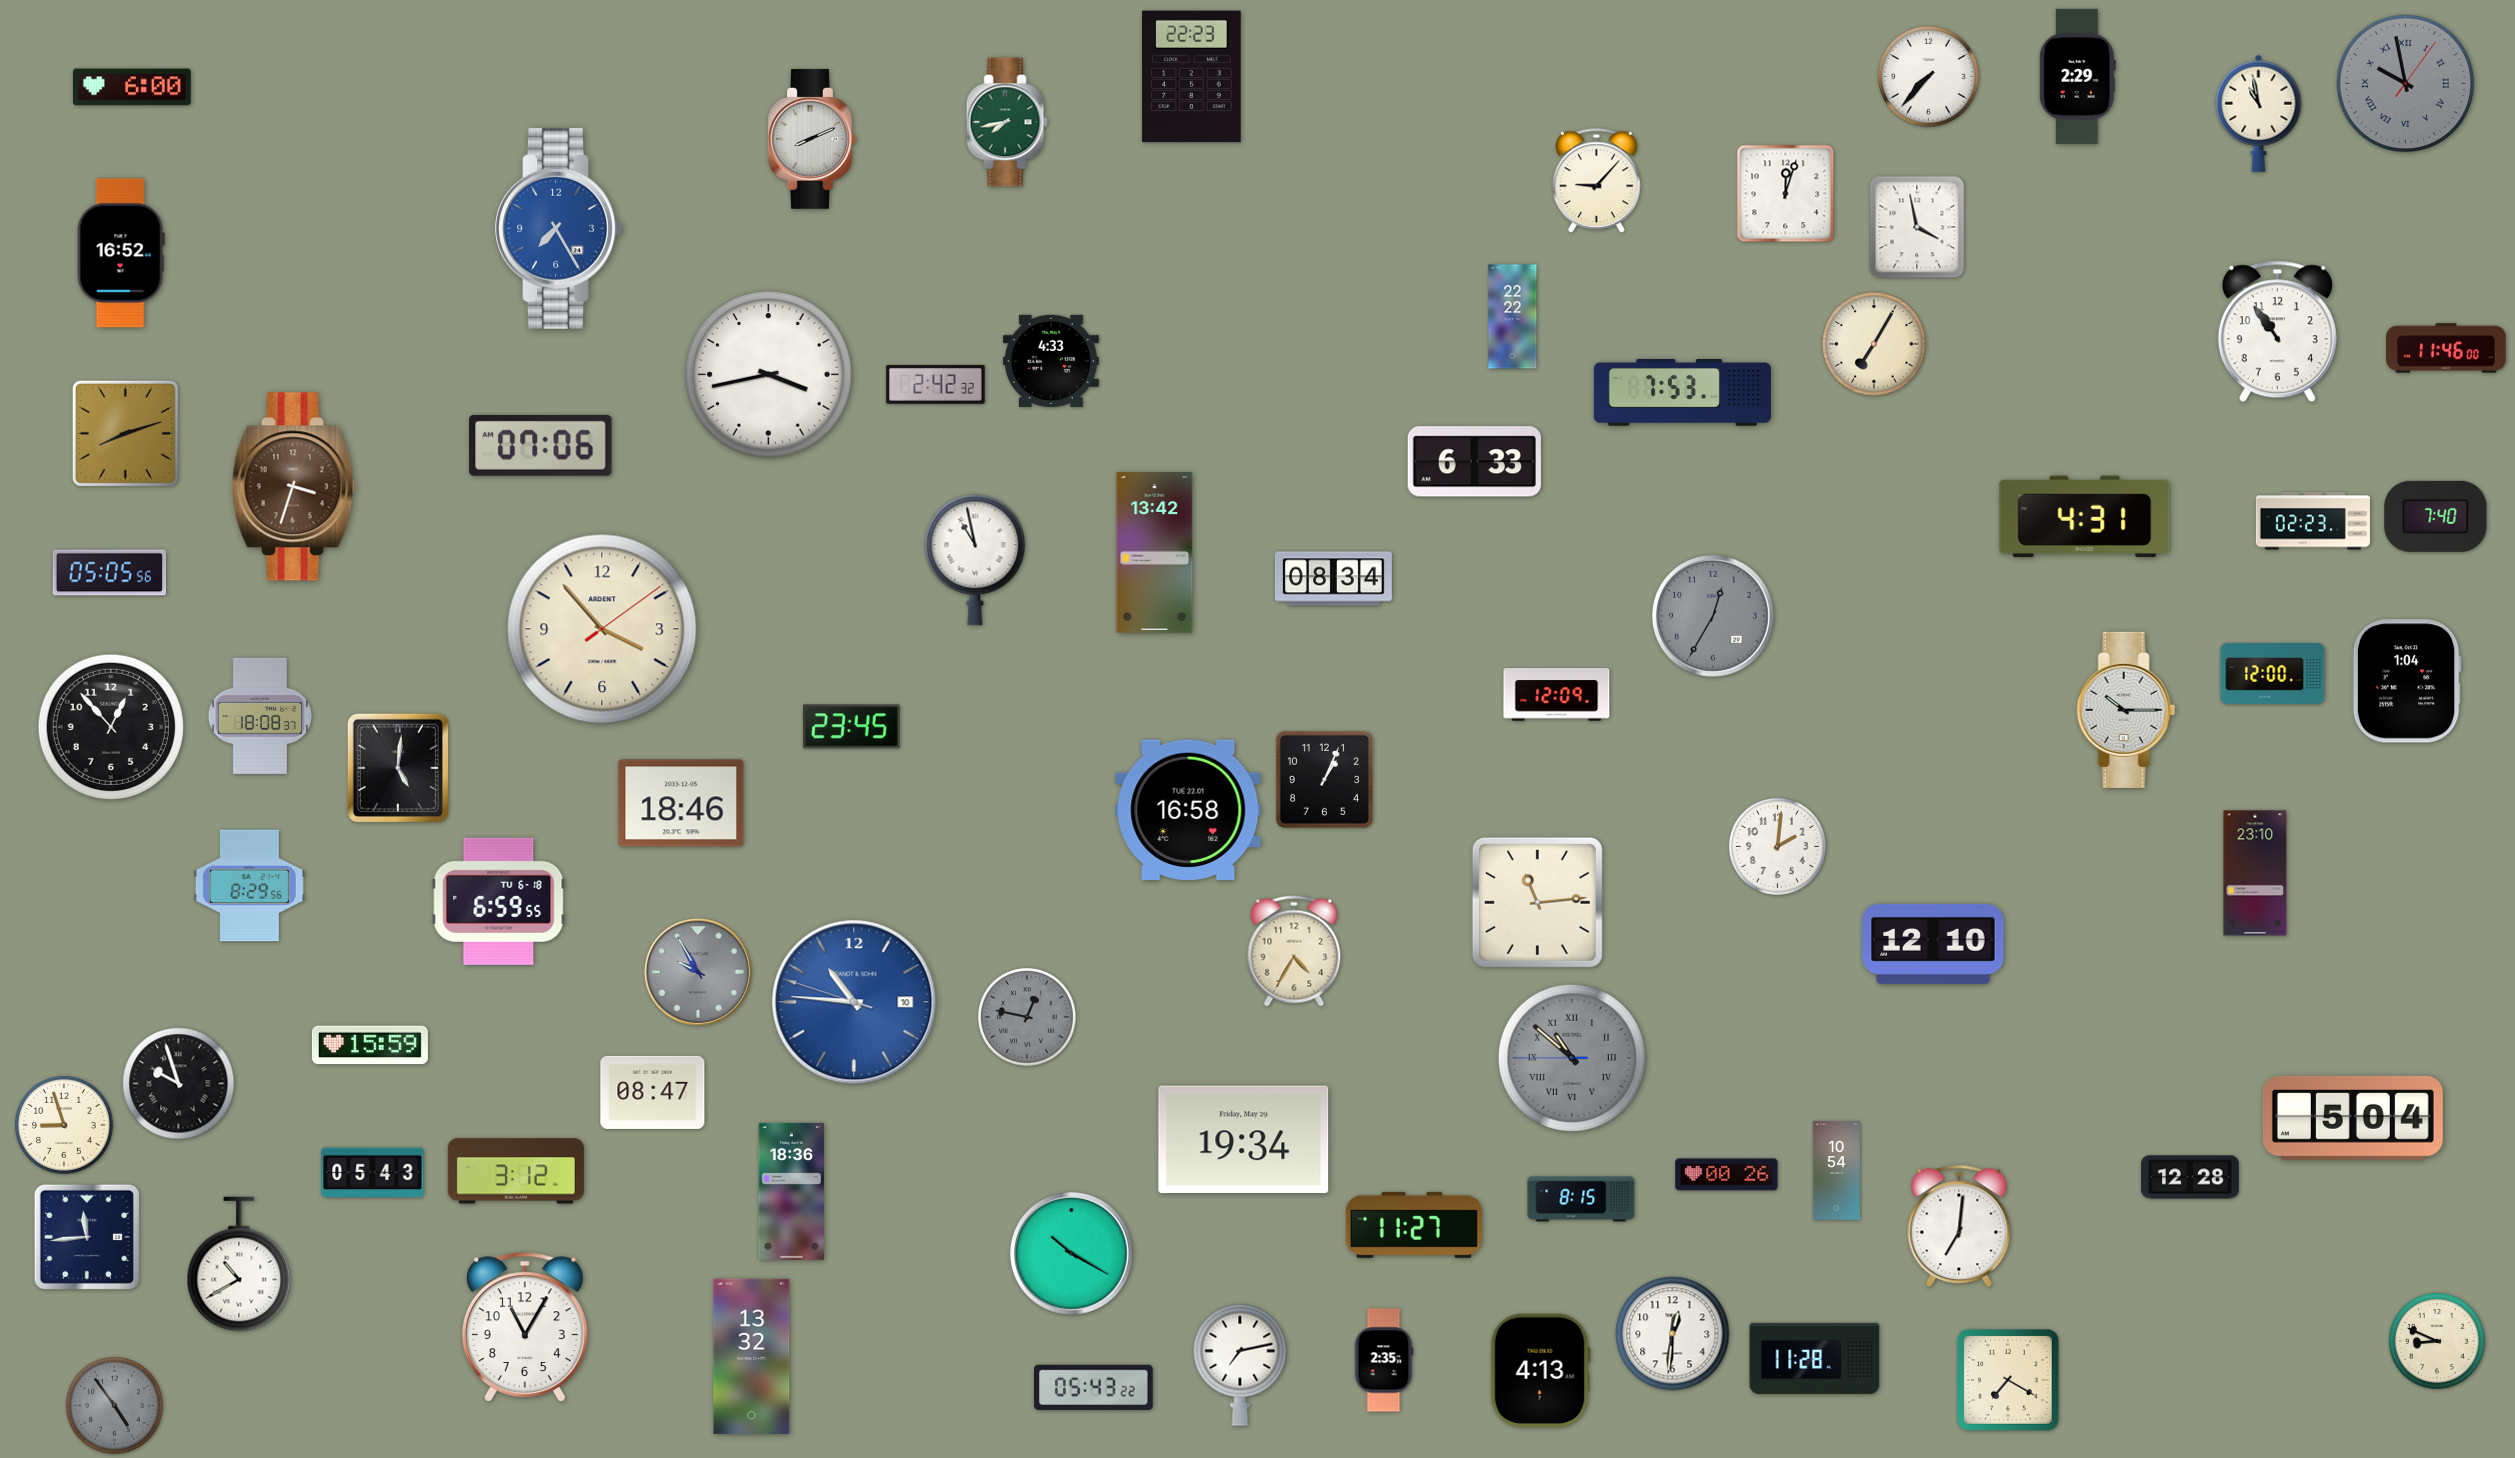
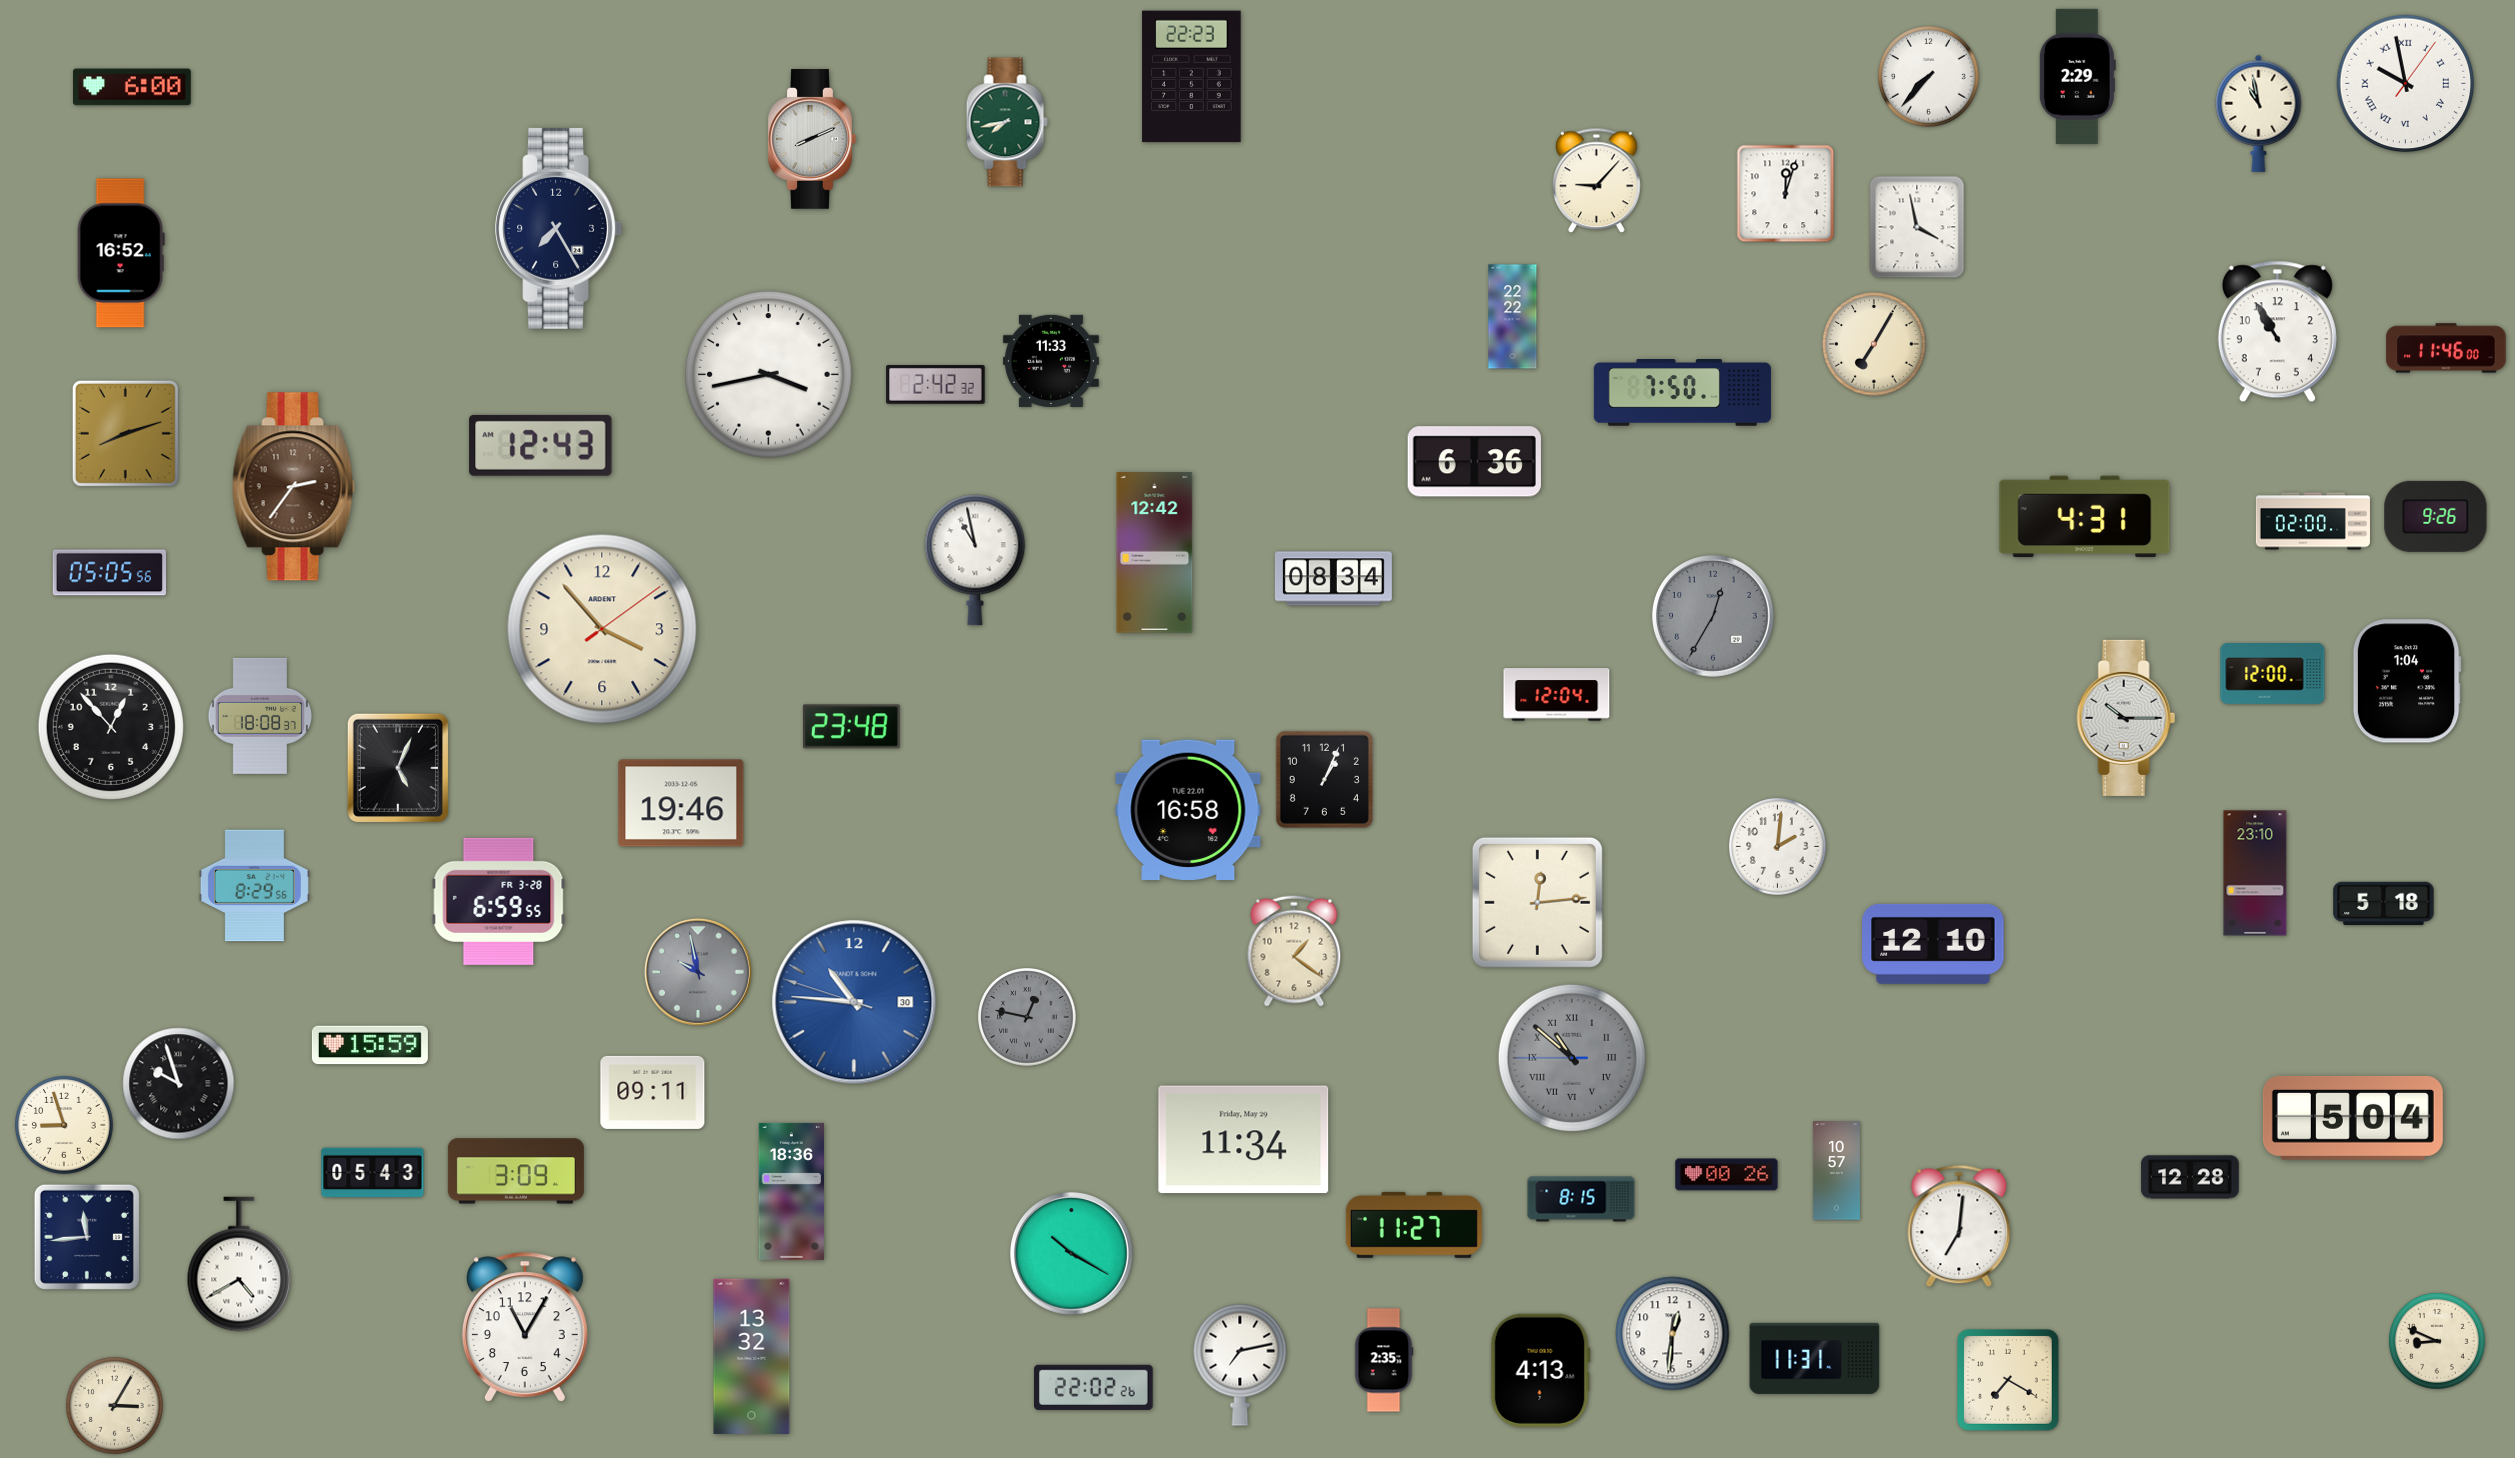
clock at (2406, 84) dial: grey -> white
clock at (558, 228) dial: blue -> navy
clock at (2277, 332): 10:54 -> 10:55
clock at (1051, 361): 4:33 -> 11:33
clock at (1682, 393): 7:53 -> 7:50
clock at (541, 445): 07:06 -> 12:43
clock at (1474, 462): 6:33 -> 6:36
clock at (293, 487): 3:33 -> 2:36
clock at (2436, 516): 7:40 -> 9:26
clock at (2313, 521): 02:23 -> 02:00
clock at (1155, 553): 13:42 -> 12:42
clock at (1557, 695): 12:09 -> 12:04
clock at (2126, 710) position: (2126, 710) -> (2126, 718)
clock at (851, 727): 23:45 -> 23:48
clock at (397, 767): 5:01 -> 5:04
clock at (681, 803): 18:46 -> 19:46
clock at (249, 886) position: (249, 886) -> (254, 886)
clock at (499, 901) date: TU 6-18 -> FR 3-28
clock at (1537, 902): 11:14 -> 12:14
clock at (2384, 904): none -> 5:18
clock at (1294, 951): 4:35 -> 1:21
clock at (698, 972): 9:55 -> 9:58
clock at (854, 1002) date: 10 -> 30
clock at (653, 1092): 08:47 -> 09:11
clock at (1244, 1140): 19:34 -> 11:34
clock at (516, 1171): 3:12 -> 3:09
clock at (1836, 1171): 10:54 -> 10:57
clock at (239, 1264): 10:40 -> 4:40
clock at (1815, 1358): 11:28 -> 11:31
clock at (1094, 1387): 05:43 -> 22:02
clock at (115, 1406): 4:54 -> 3:05
clock at (115, 1406) dial: grey -> cream
